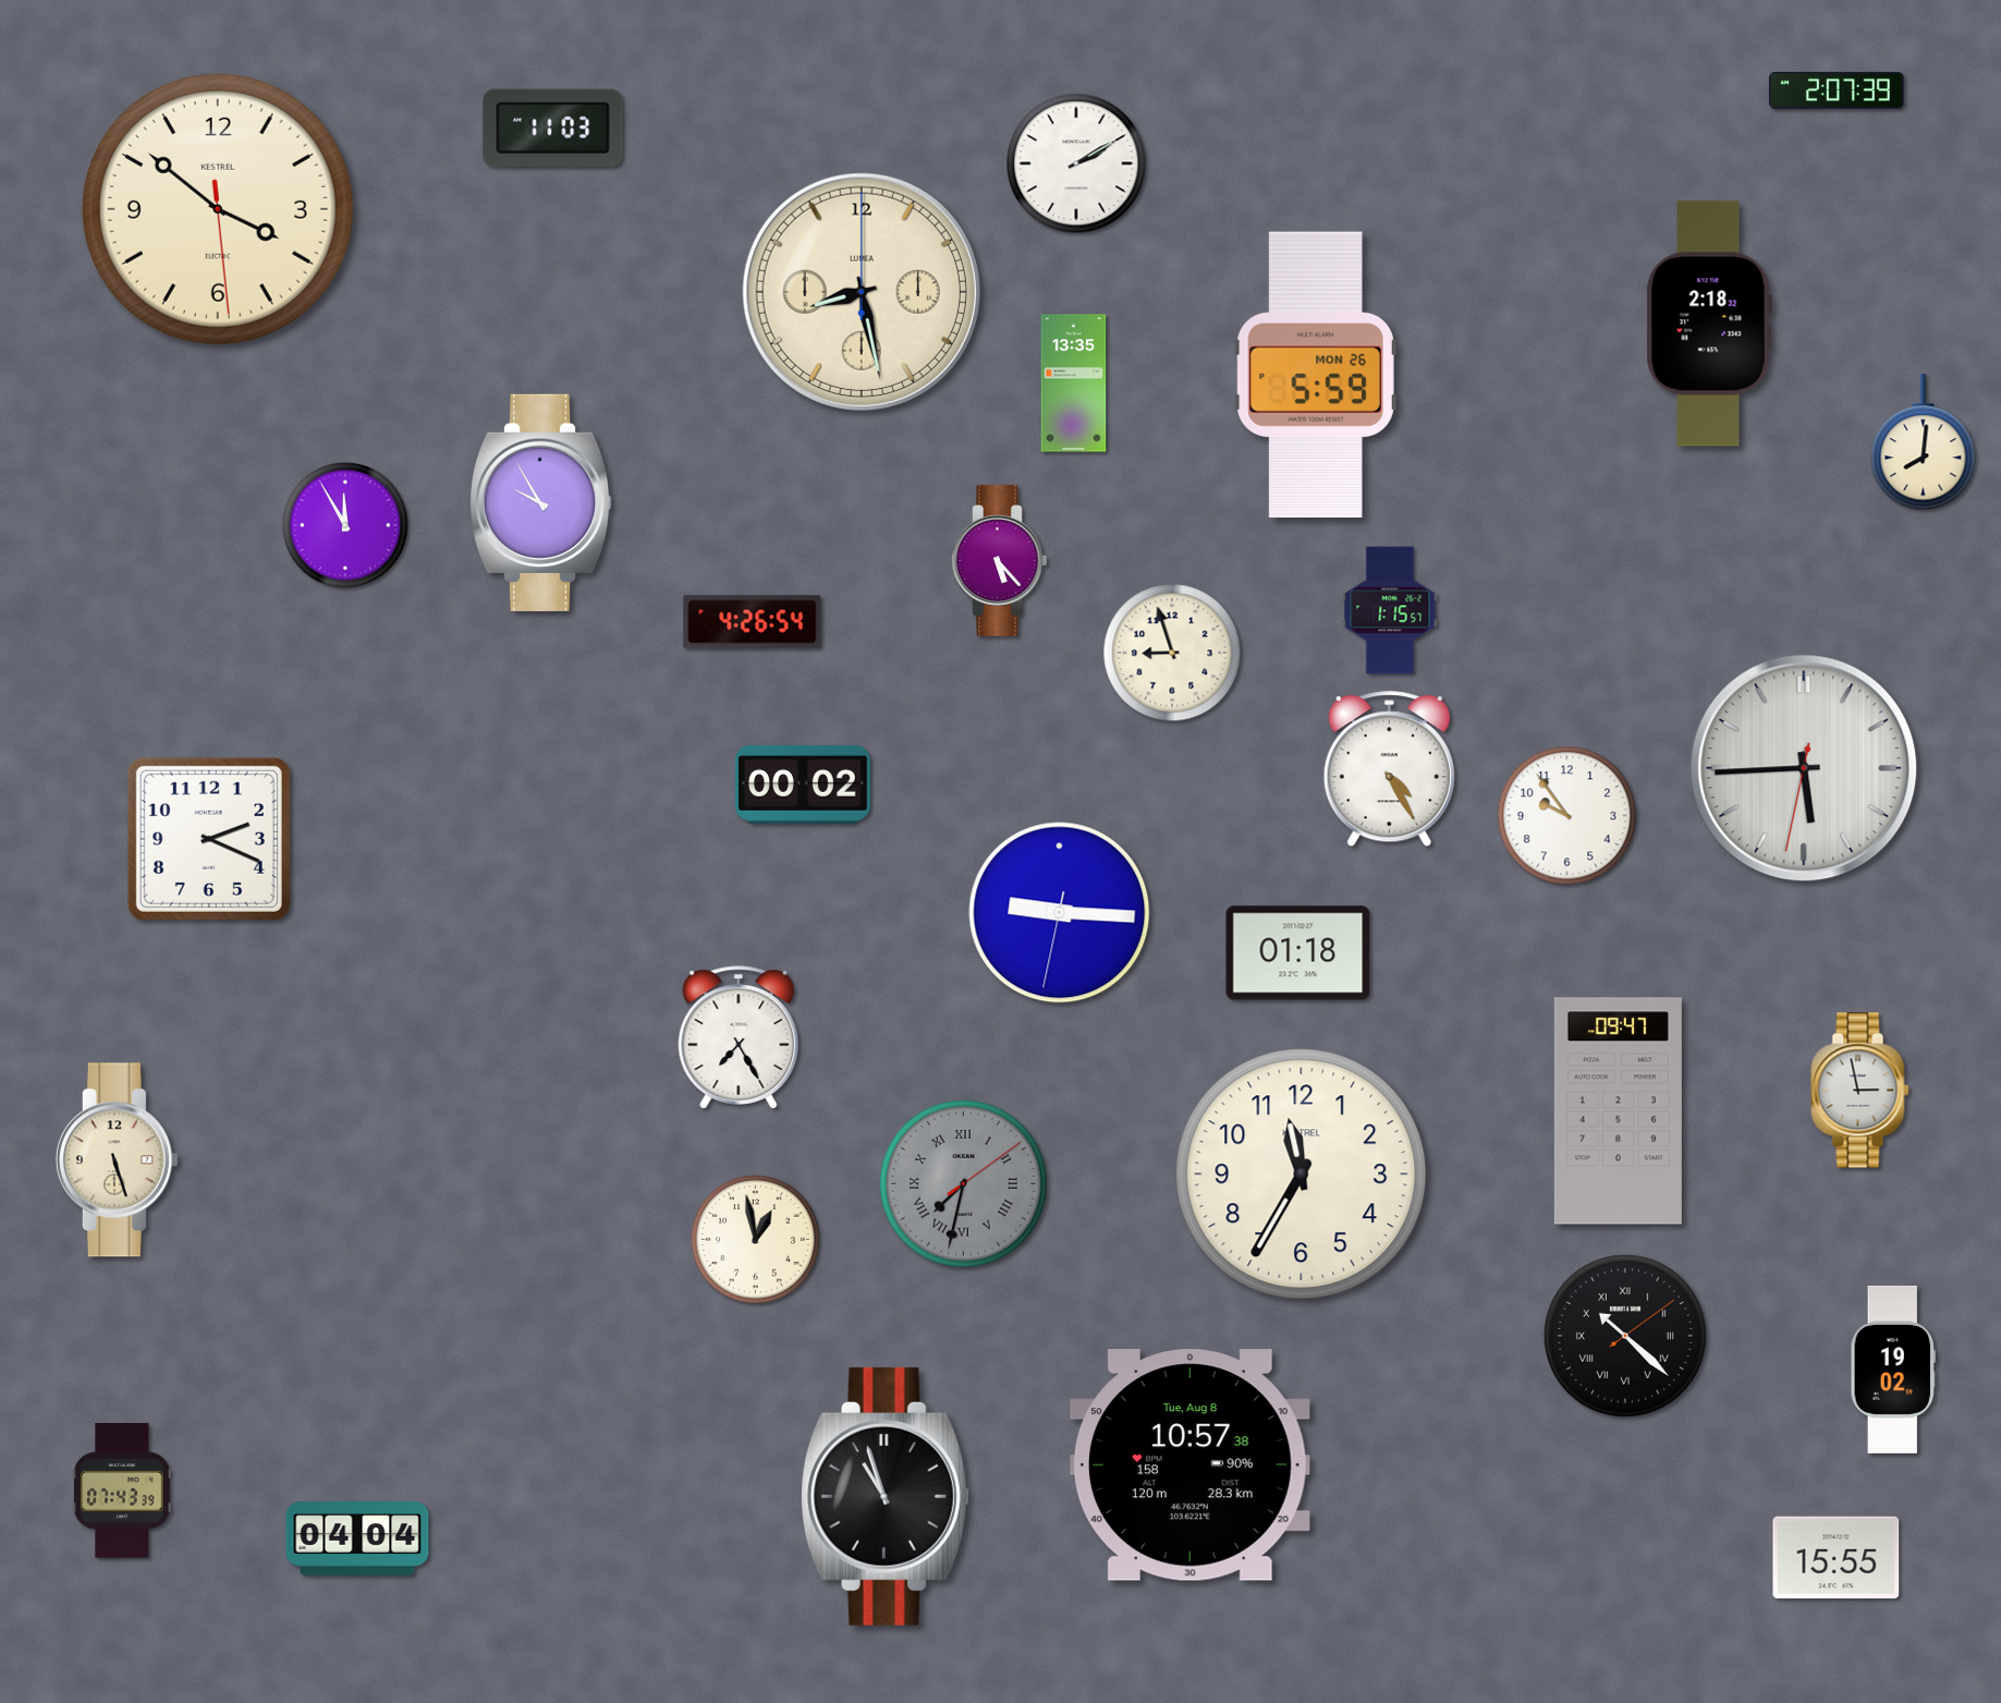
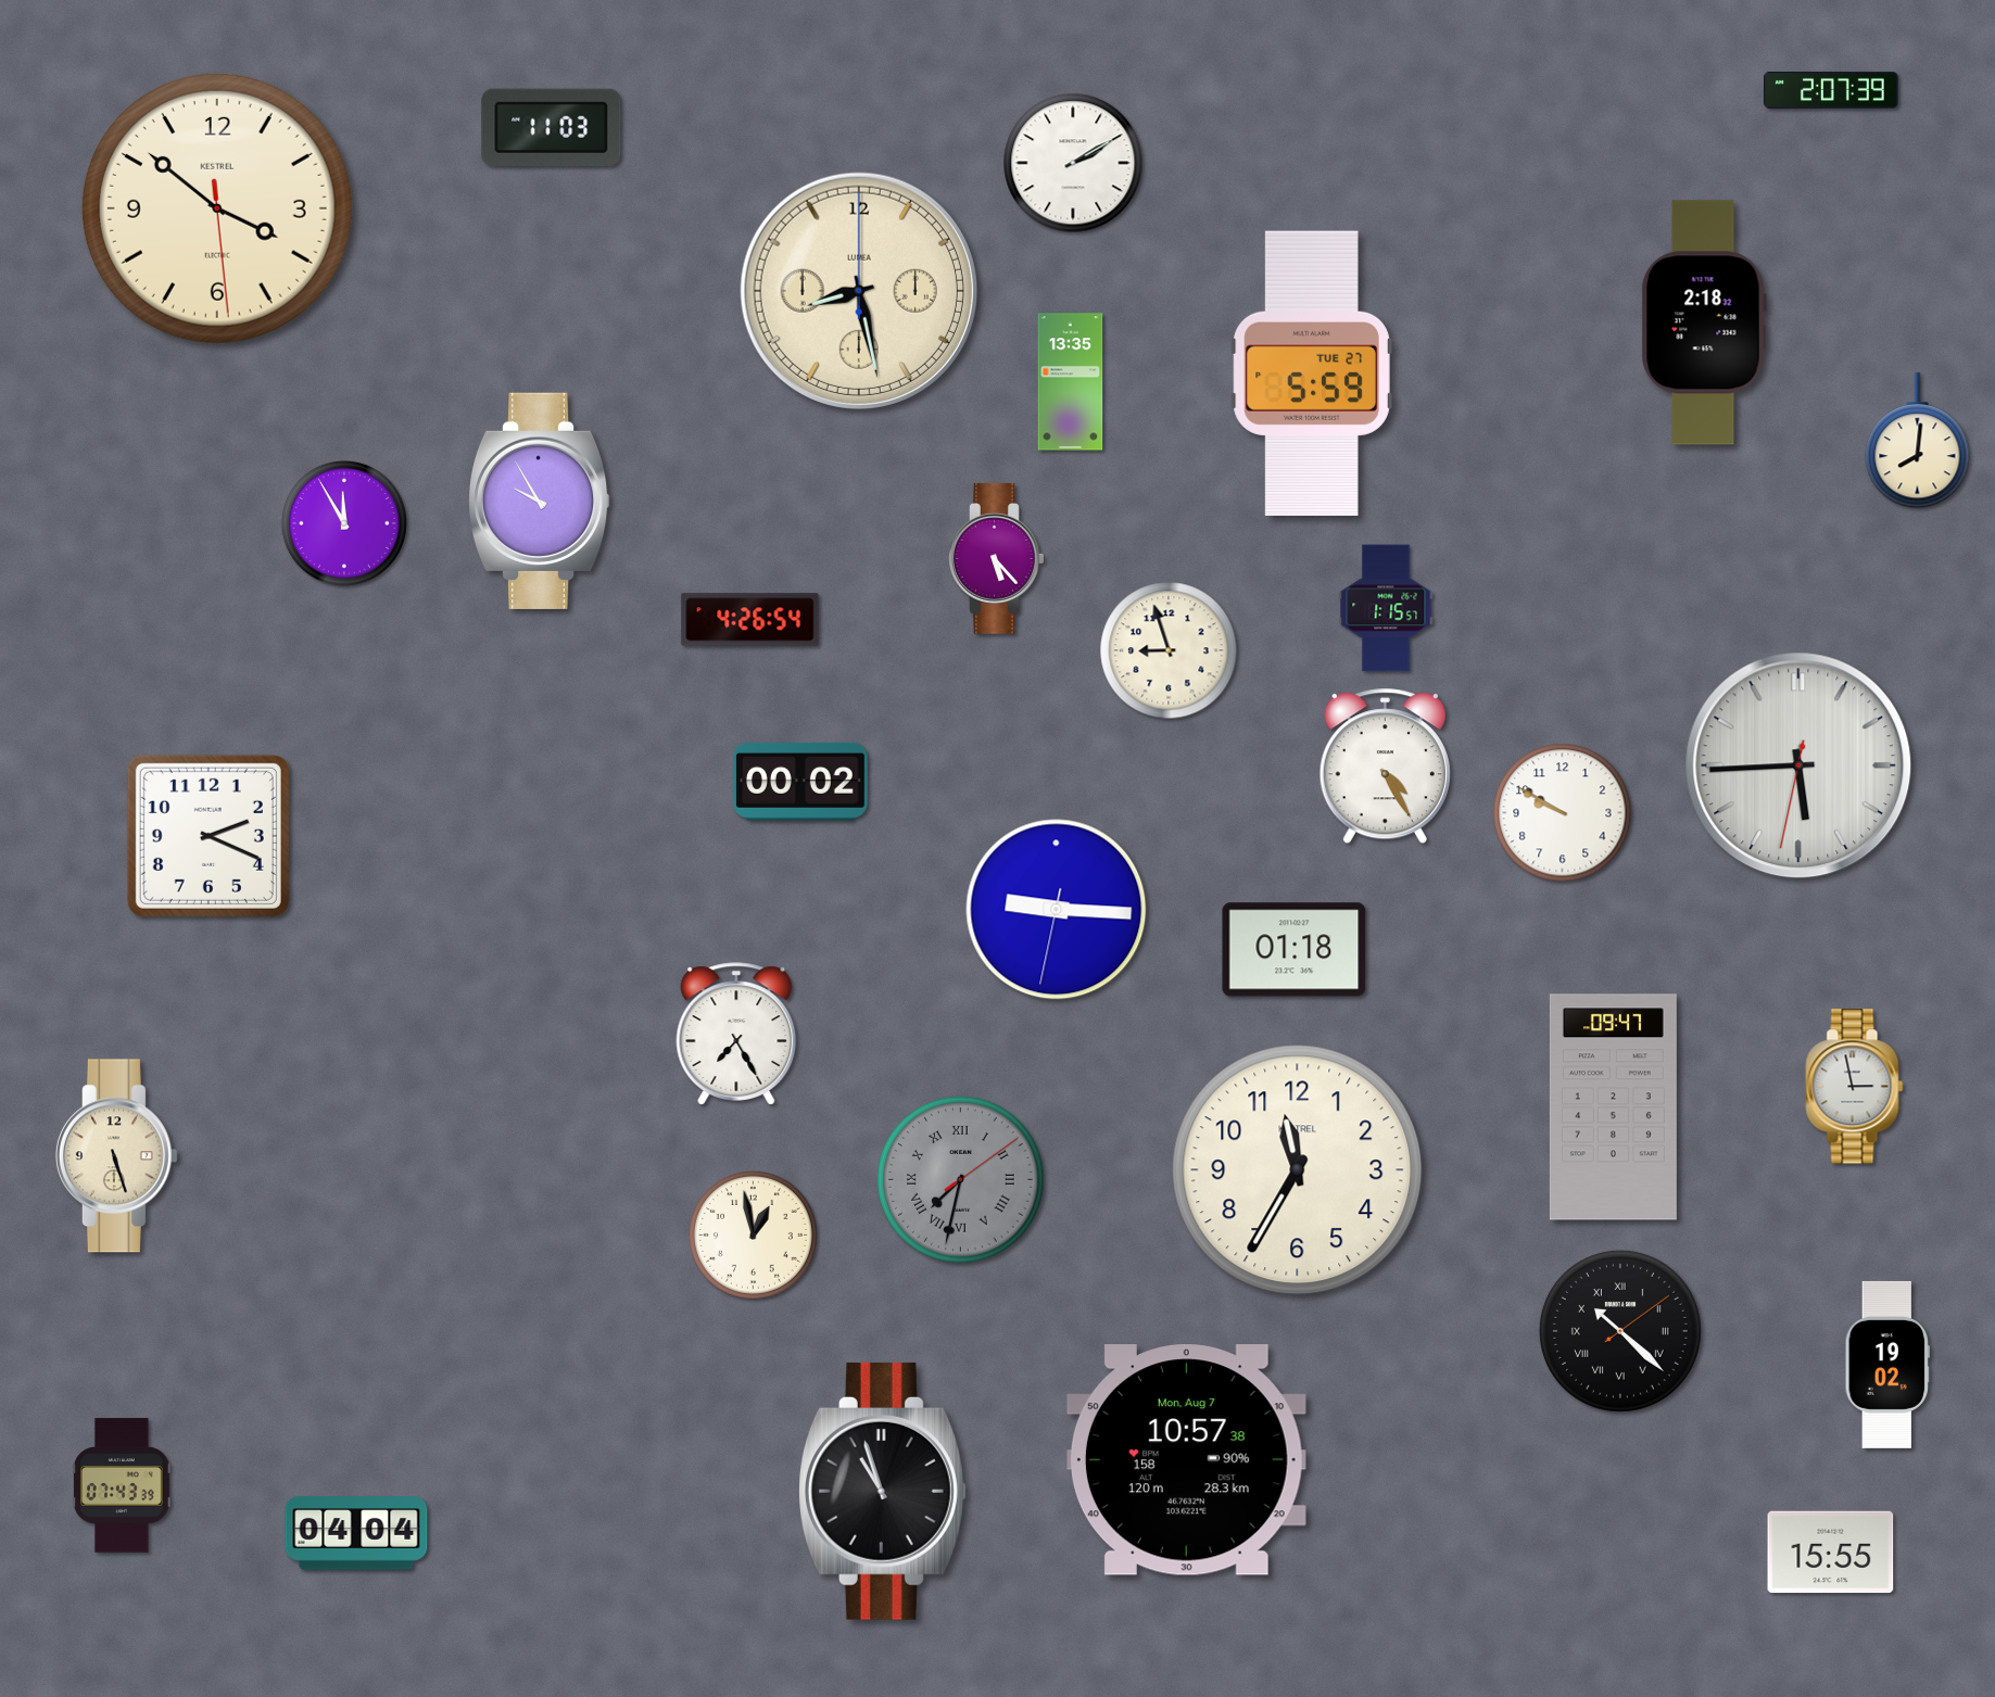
clock at (1316, 374) date: MON 26 -> TUE 27
clock at (1567, 816): 9:54 -> 9:50
clock at (1189, 1465) date: Tue, Aug 8 -> Mon, Aug 7
